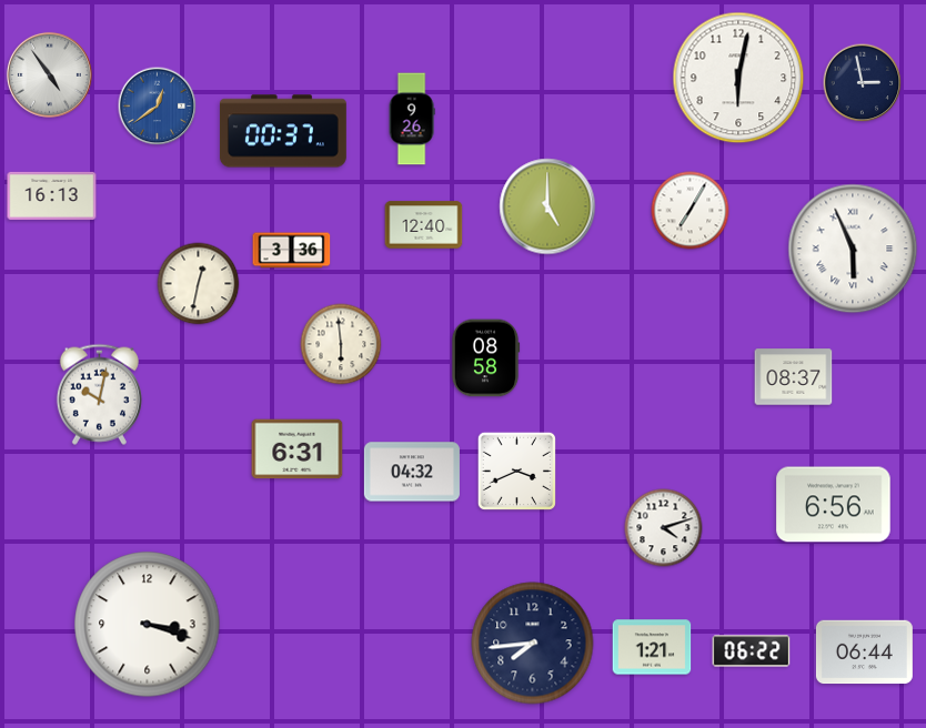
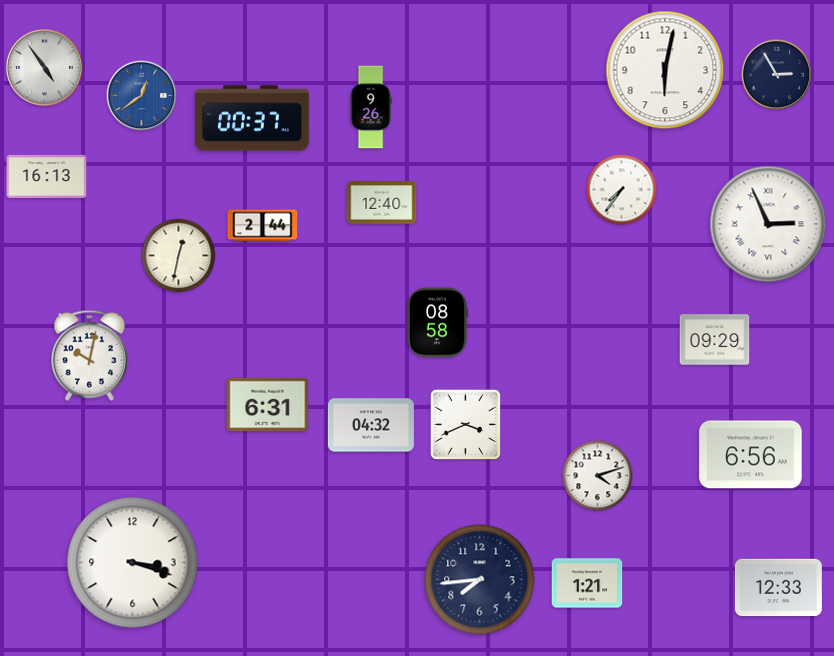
clock at (863, 83): 2:58 -> 2:55
clock at (283, 131) position: (283, 131) -> (252, 118)
clock at (547, 206): 5:00 -> none
clock at (691, 211): 7:05 -> 7:36
clock at (853, 249): 5:56 -> 2:56
clock at (292, 251): 3:36 -> 2:44
clock at (341, 344): 5:59 -> none
clock at (794, 377): 08:37 -> 09:29
clock at (752, 651): 06:22 -> none
clock at (864, 653): 06:44 -> 12:33
